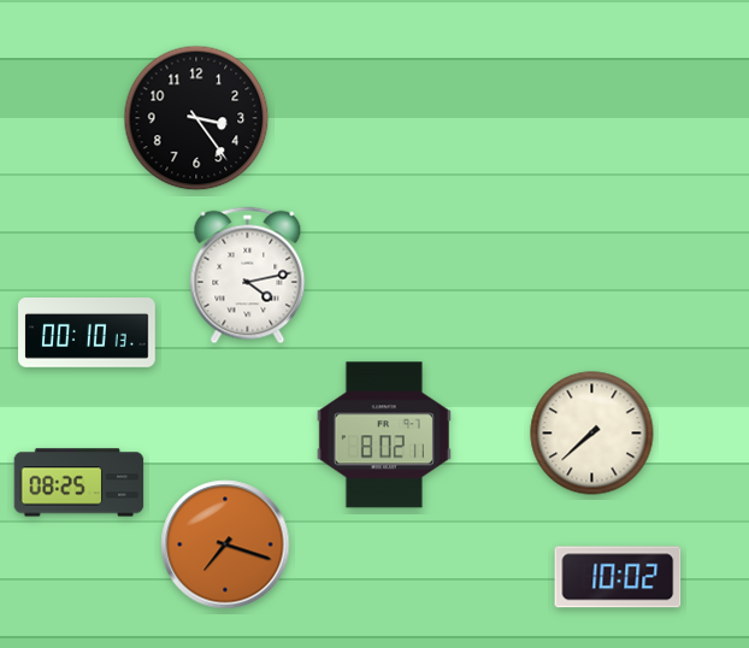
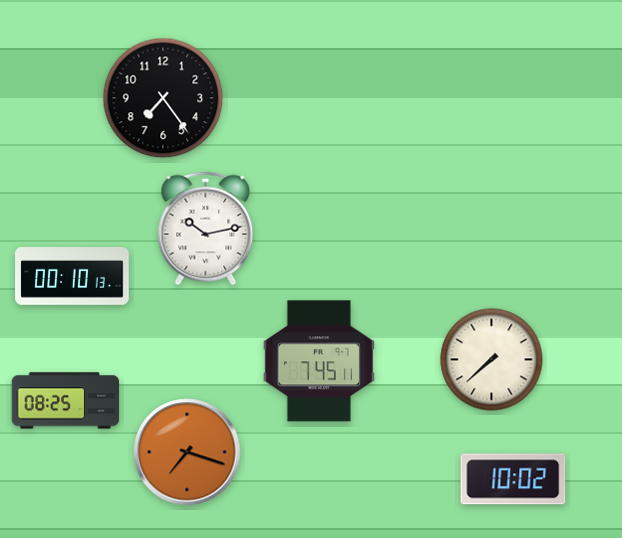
clock at (196, 118): 3:24 -> 7:24
clock at (248, 276): 4:13 -> 10:13
clock at (384, 435): 8:02 -> 7:45
